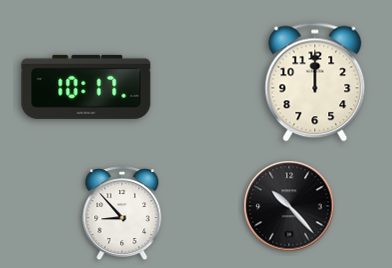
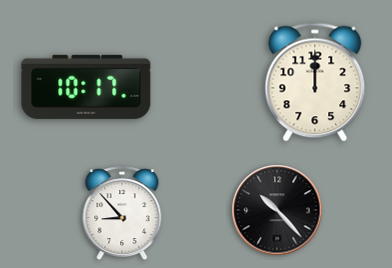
clock at (289, 206) position: (289, 206) -> (277, 210)
